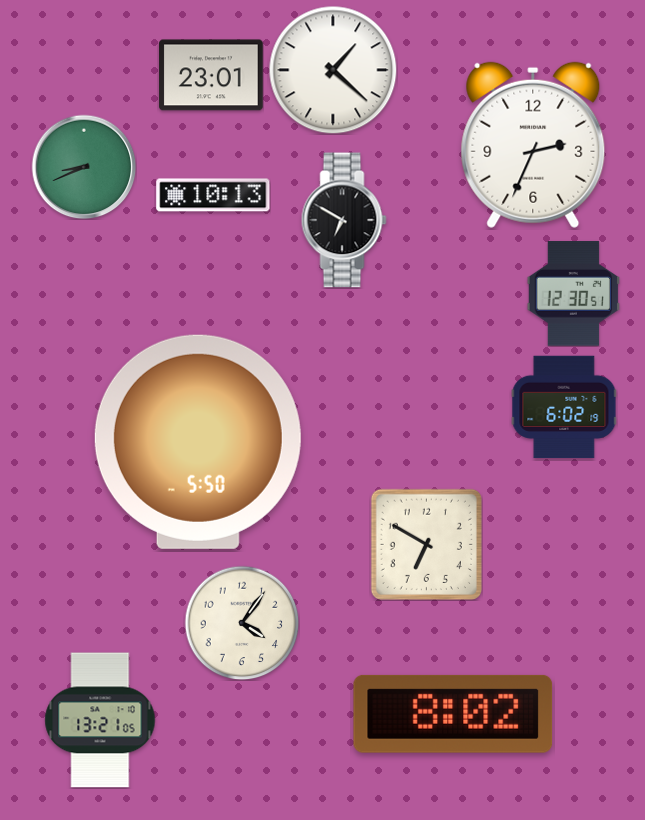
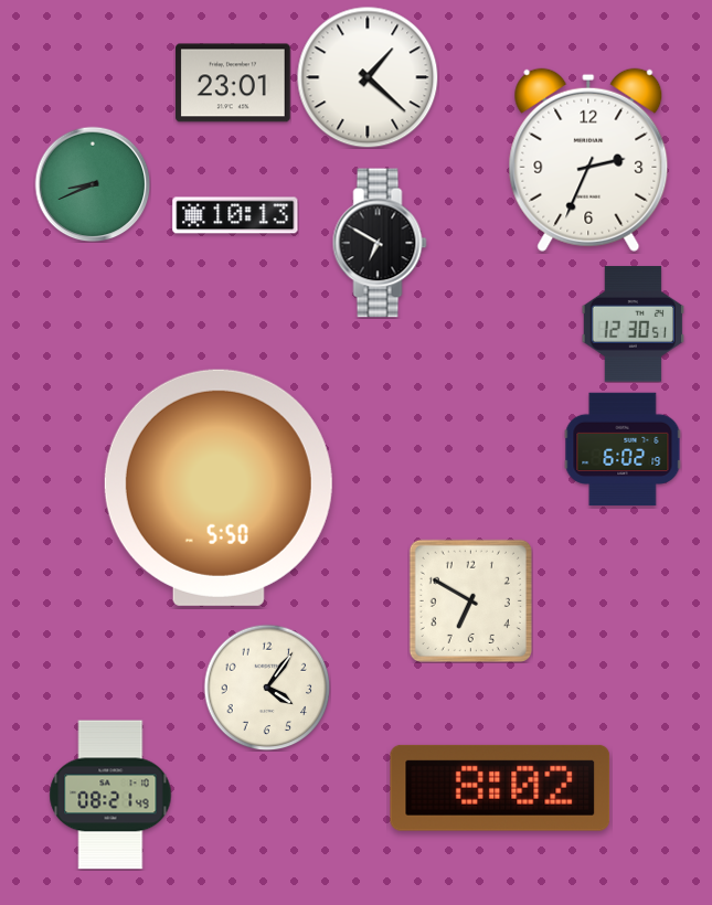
clock at (100, 720): 13:21 -> 08:21
